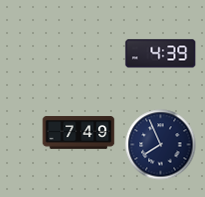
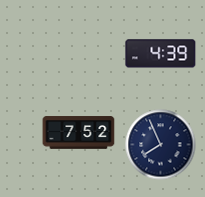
clock at (79, 133): 7:49 -> 7:52
